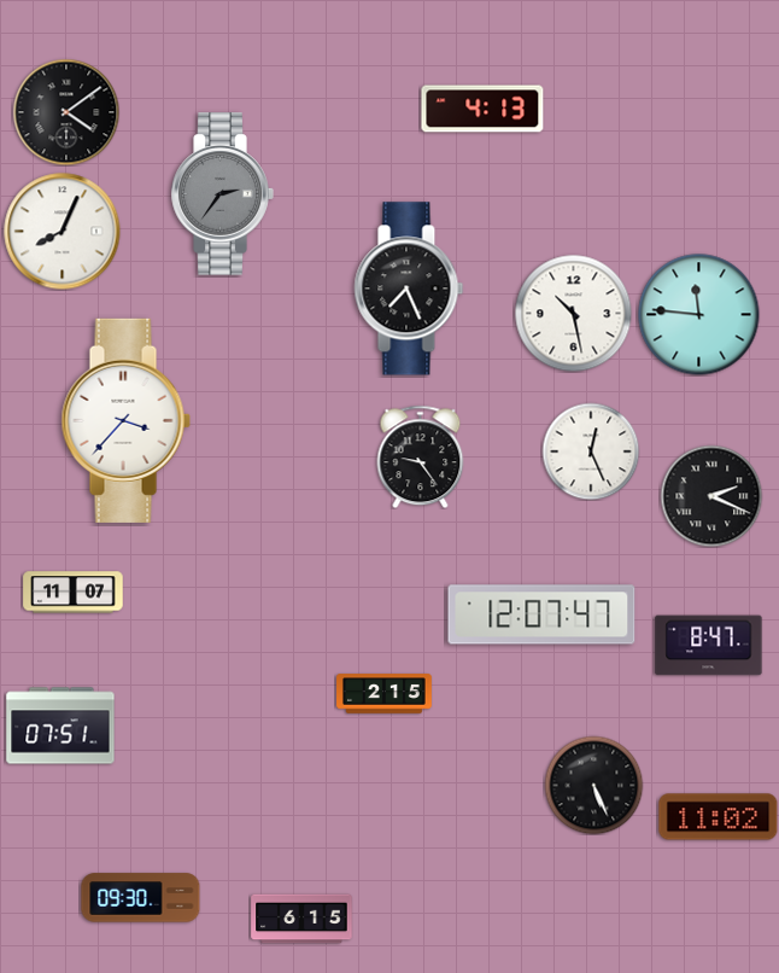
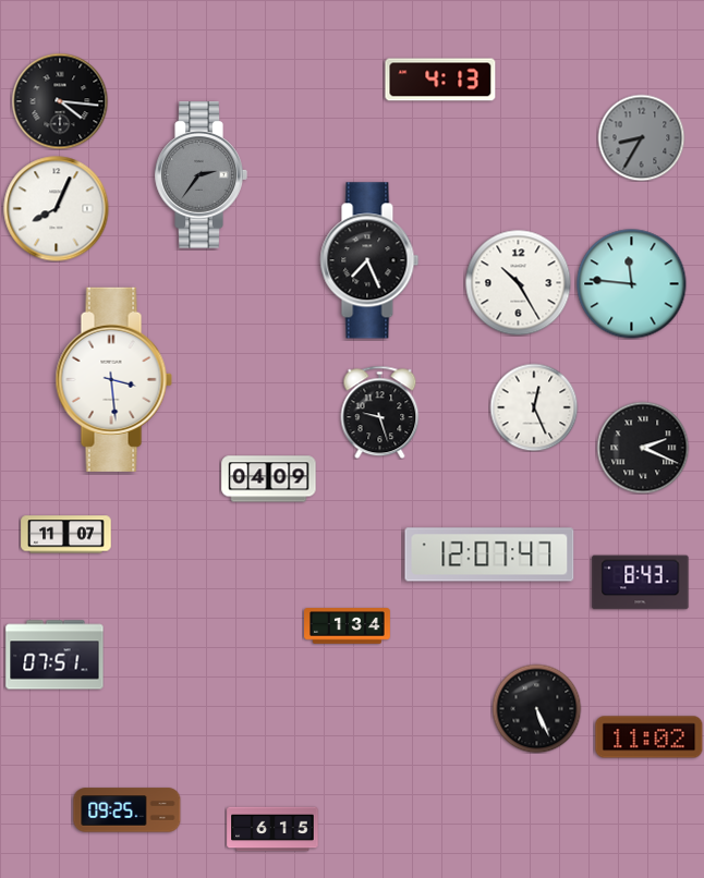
clock at (482, 109) position: (482, 109) -> (440, 80)
clock at (66, 112): 4:09 -> 4:16
clock at (641, 137): none -> 8:35
clock at (573, 313): 10:28 -> 10:25
clock at (125, 420): 3:37 -> 3:29
clock at (421, 456): 9:24 -> 9:27
clock at (269, 479): none -> 04:09
clock at (709, 646): 8:47 -> 8:43
clock at (385, 694): 2:15 -> 1:34
clock at (141, 898): 09:30 -> 09:25
